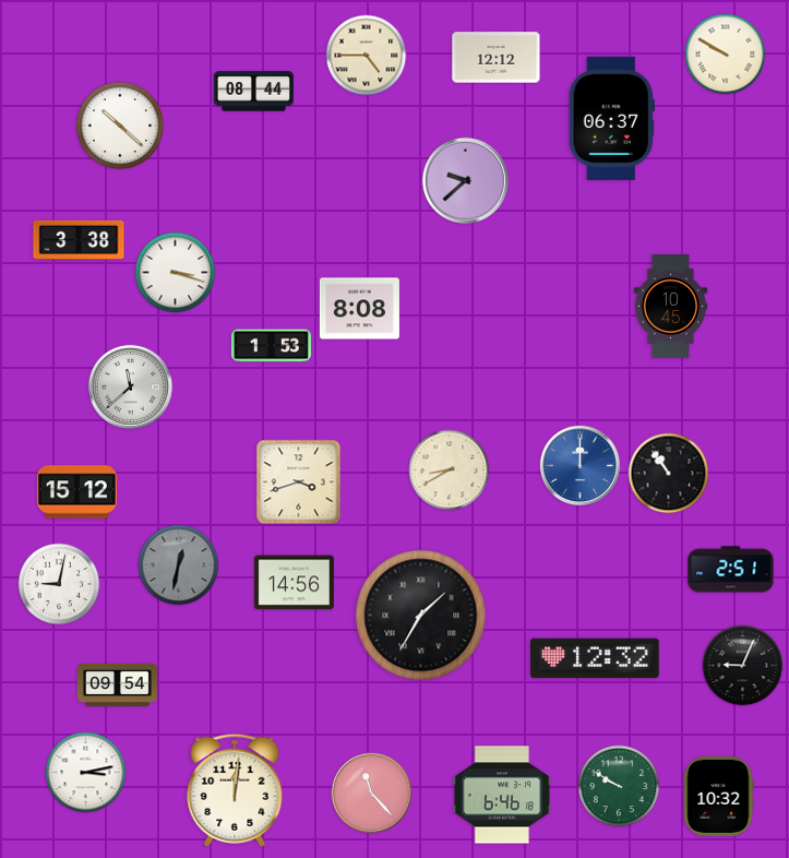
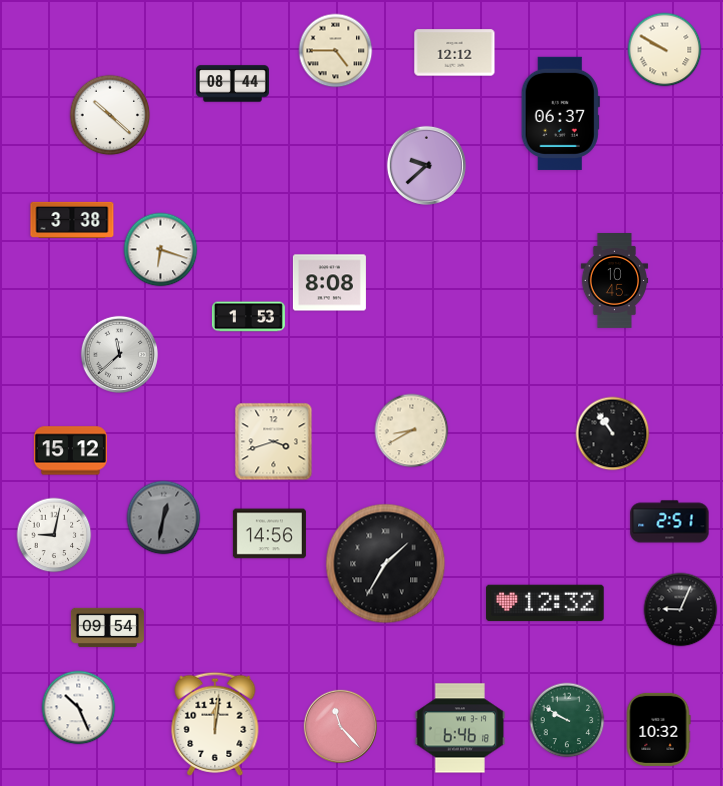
clock at (611, 118) position: (611, 118) -> (560, 113)
clock at (176, 273): 3:18 -> 6:18
clock at (579, 465): 12:00 -> none
clock at (86, 773): 3:13 -> 10:26
